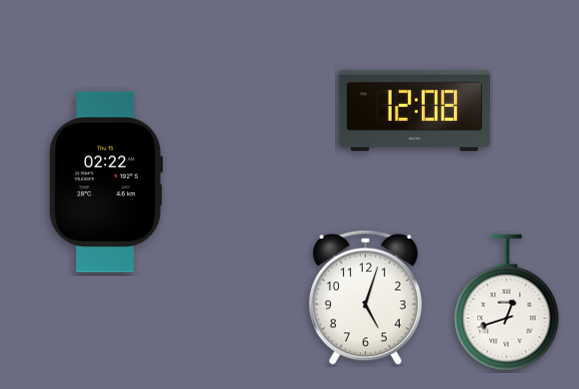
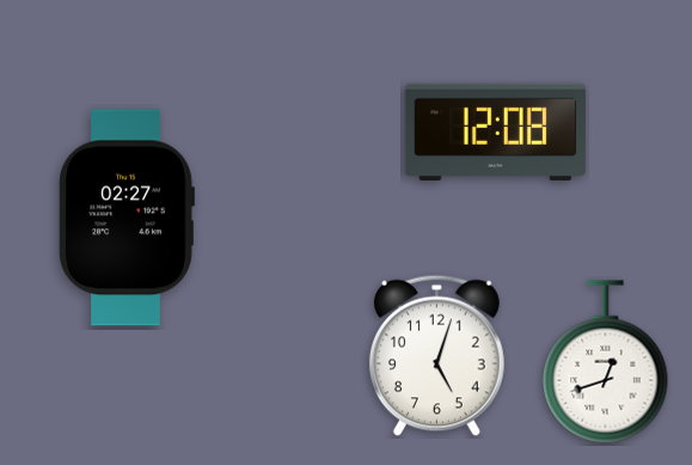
clock at (106, 182): 02:22 -> 02:27
